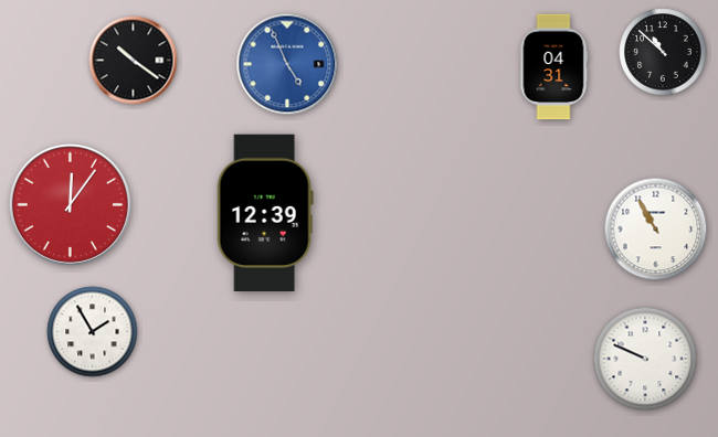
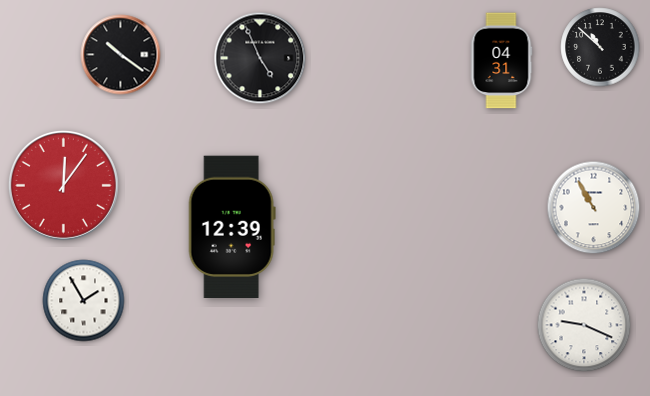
clock at (287, 64) dial: blue -> black
clock at (265, 212) position: (265, 212) -> (232, 226)
clock at (645, 359): 9:49 -> 9:19
